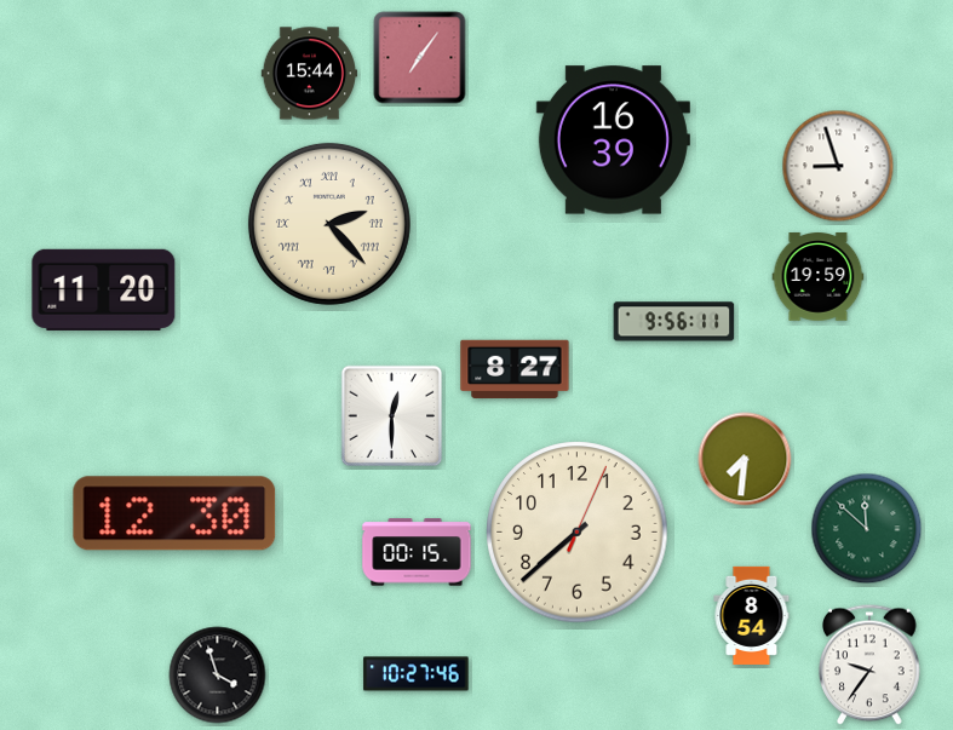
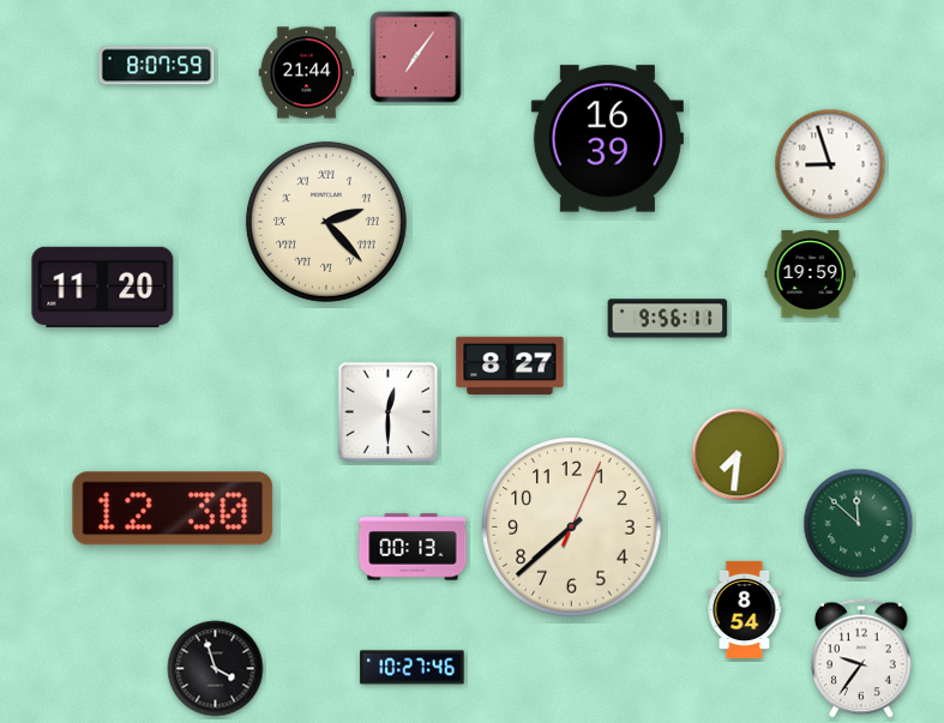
clock at (157, 66): none -> 8:07
clock at (310, 74): 15:44 -> 21:44
clock at (417, 552): 00:15 -> 00:13
